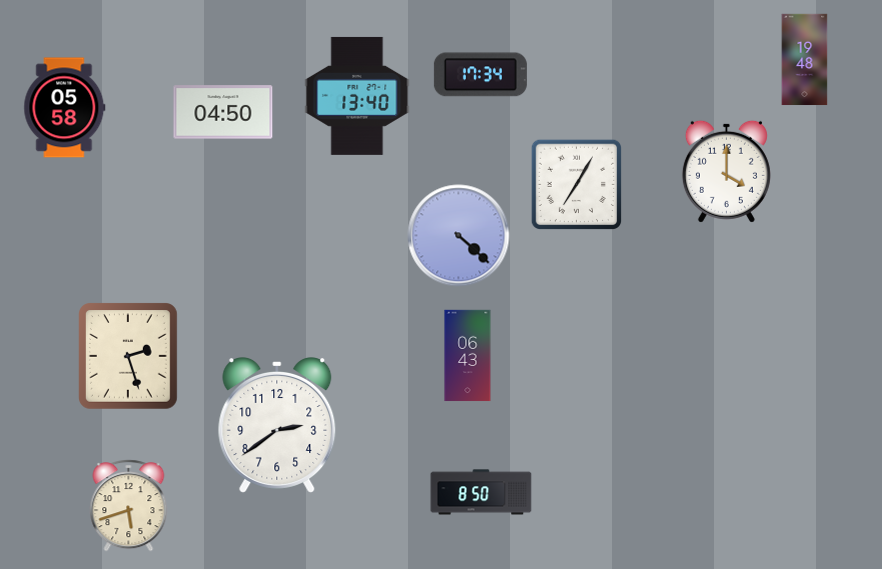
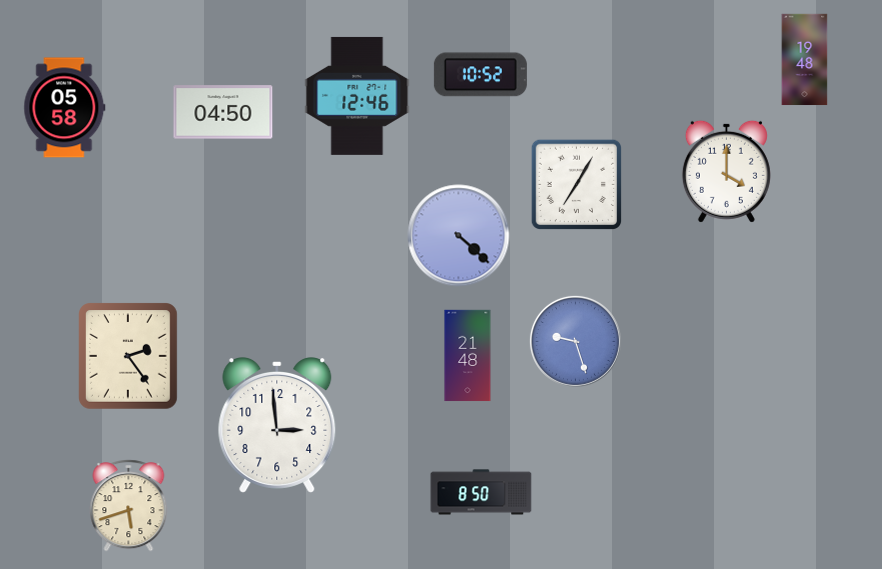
clock at (480, 75): 17:34 -> 10:52
clock at (357, 96): 13:40 -> 12:46
clock at (575, 341): none -> 9:27
clock at (468, 356): 06:43 -> 21:48
clock at (129, 357): 2:27 -> 2:24
clock at (277, 426): 2:39 -> 2:59
